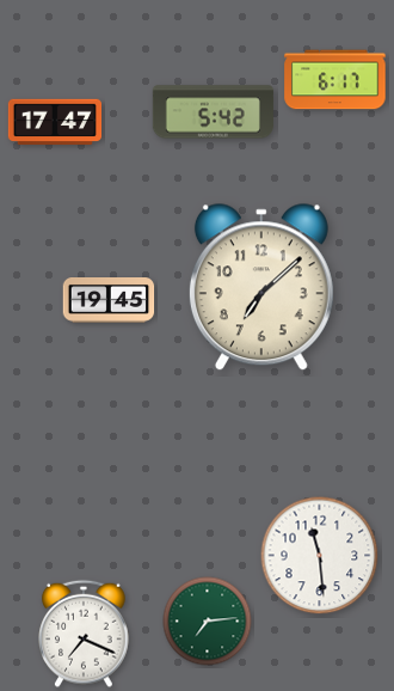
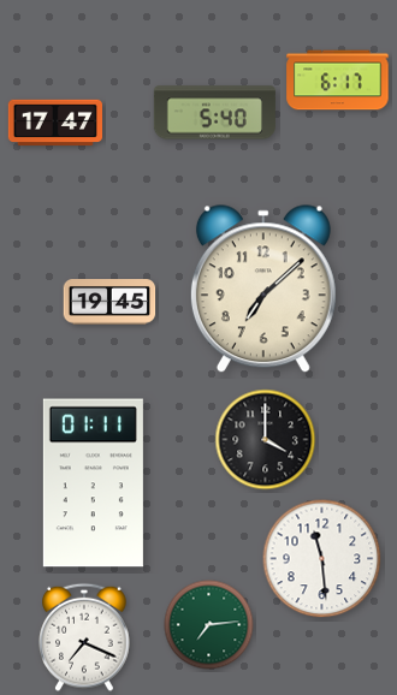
clock at (213, 112): 5:42 -> 5:40
clock at (266, 440): none -> 4:00
clock at (93, 483): none -> 01:11
